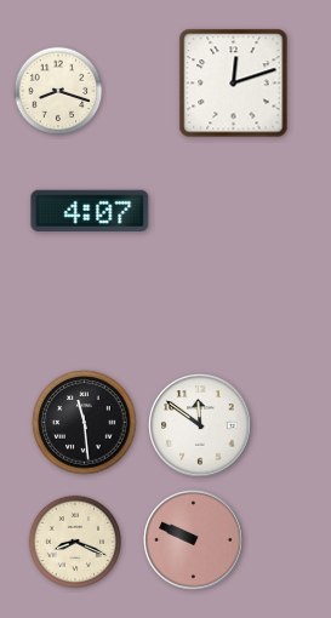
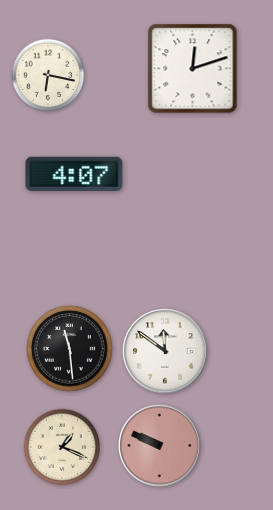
clock at (58, 91): 8:18 -> 6:17
clock at (75, 542): 8:19 -> 1:19
